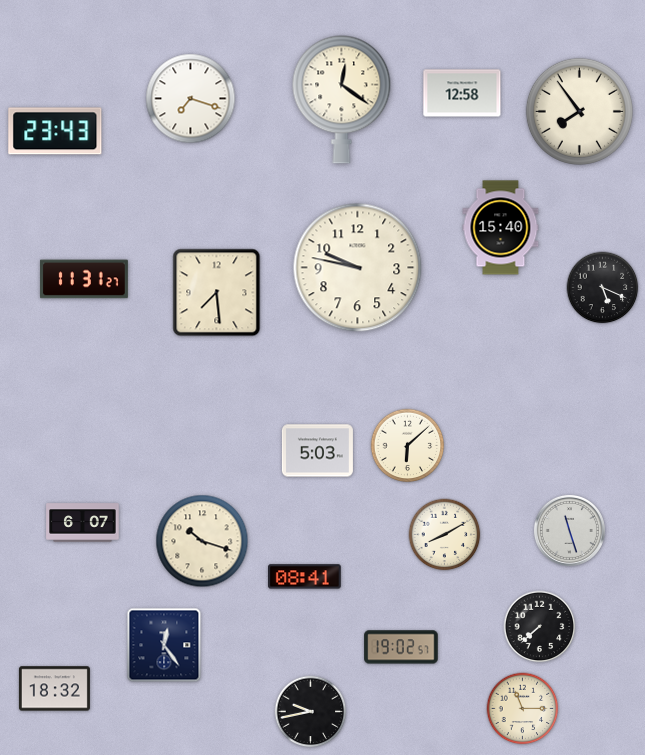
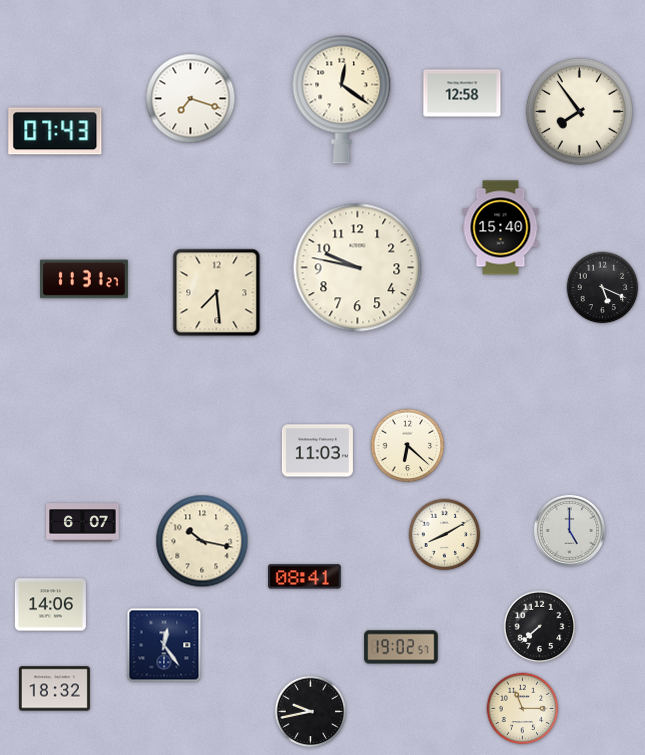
clock at (55, 131): 23:43 -> 07:43
clock at (408, 446): 6:08 -> 6:22
clock at (317, 451): 5:03 -> 11:03
clock at (569, 530): 11:27 -> 5:00
clock at (202, 541): 10:18 -> 10:17
clock at (50, 605): none -> 14:06
